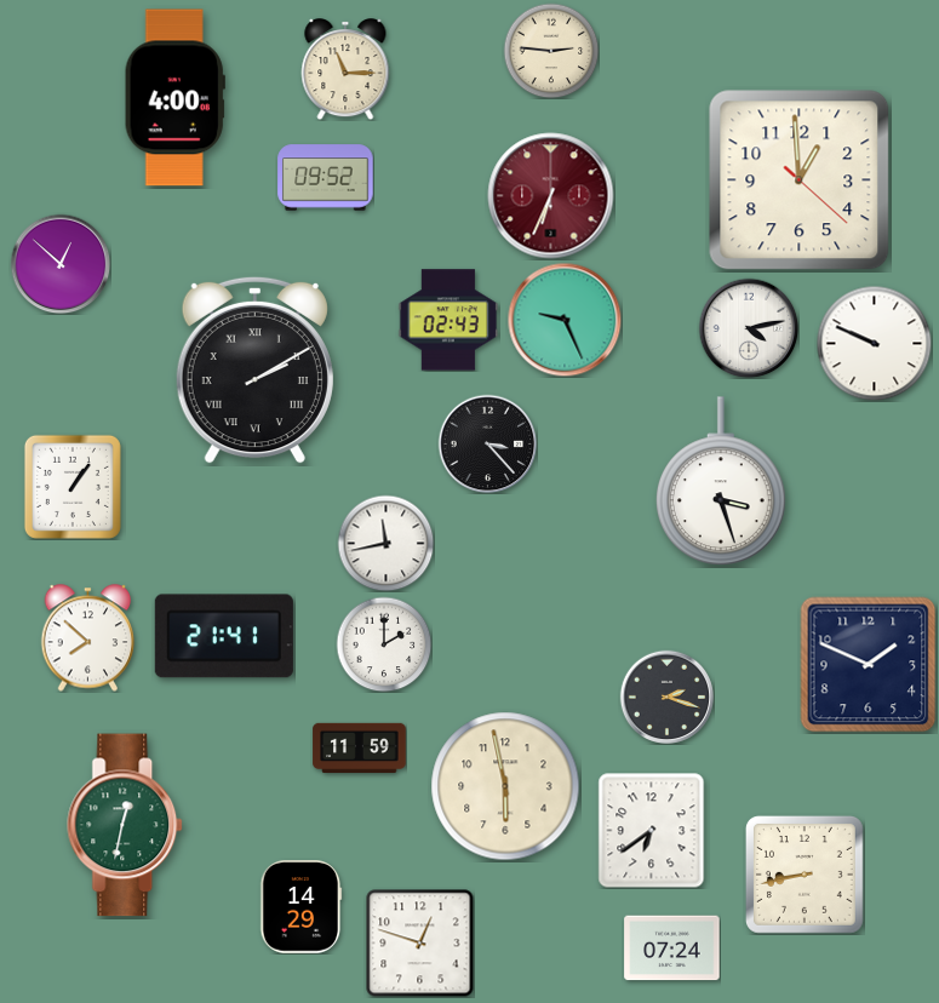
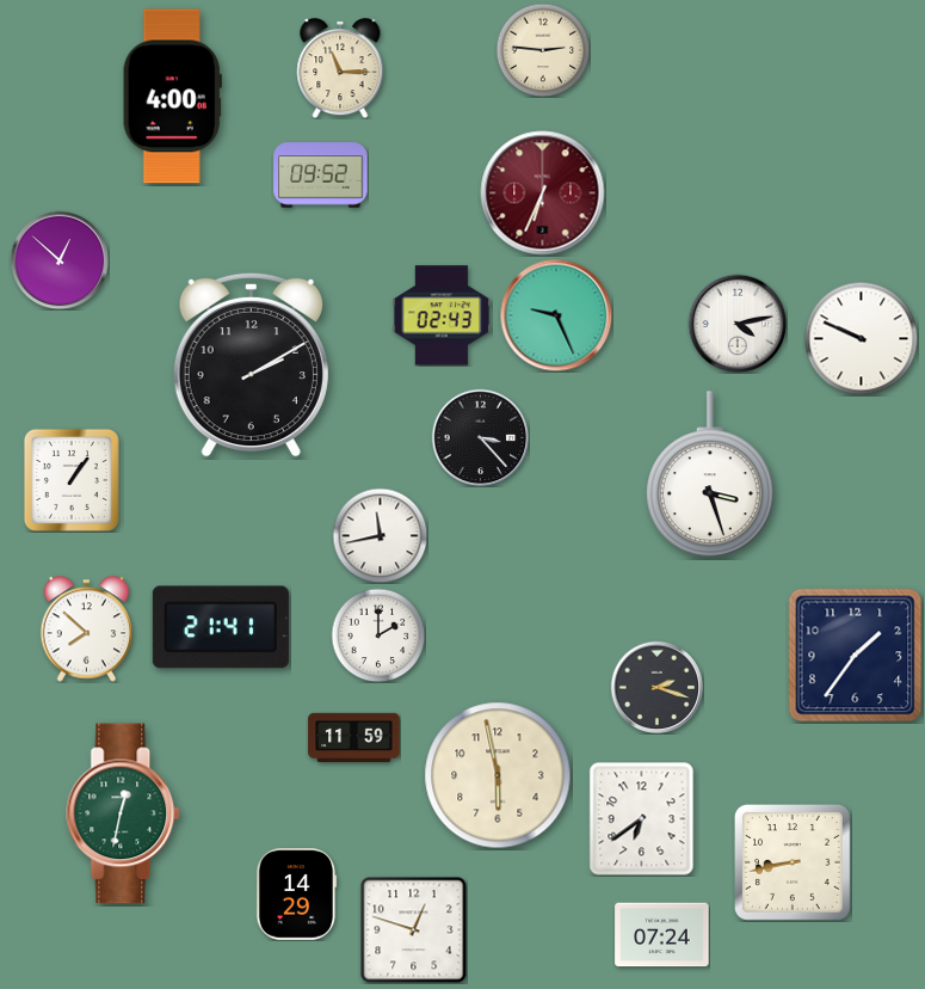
clock at (800, 180): 12:59 -> none
clock at (254, 369) numerals: Roman -> Arabic
clock at (869, 665): 1:49 -> 1:36
